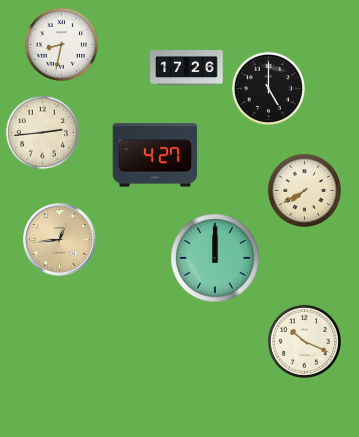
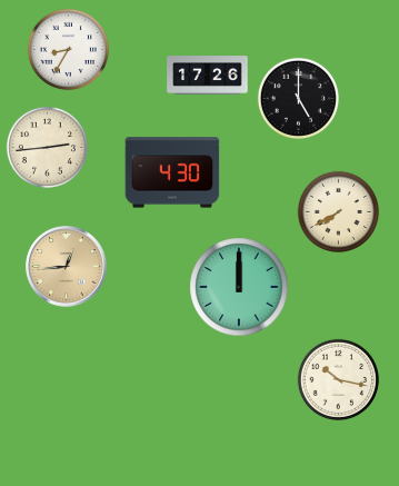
clock at (61, 44): 8:32 -> 8:35
clock at (155, 155): 4:27 -> 4:30
clock at (304, 341): 10:19 -> 10:17
